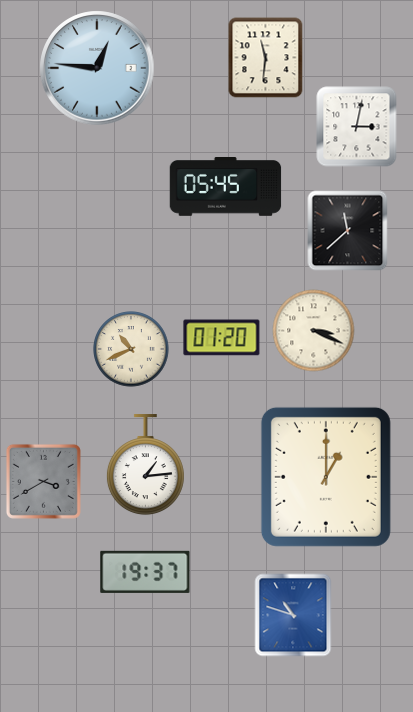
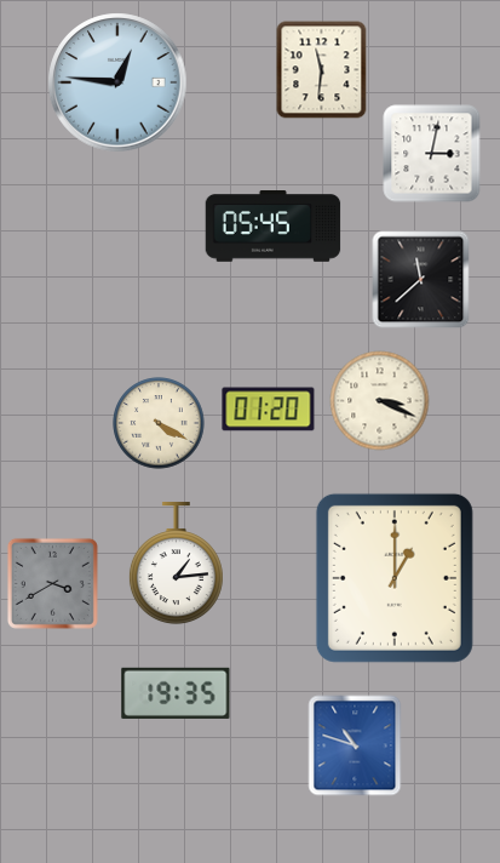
clock at (131, 349): 10:41 -> 4:20
clock at (145, 572): 19:37 -> 19:35
